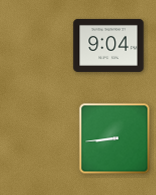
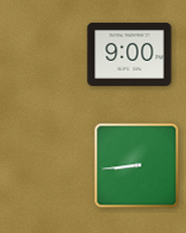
clock at (109, 45): 9:04 -> 9:00
